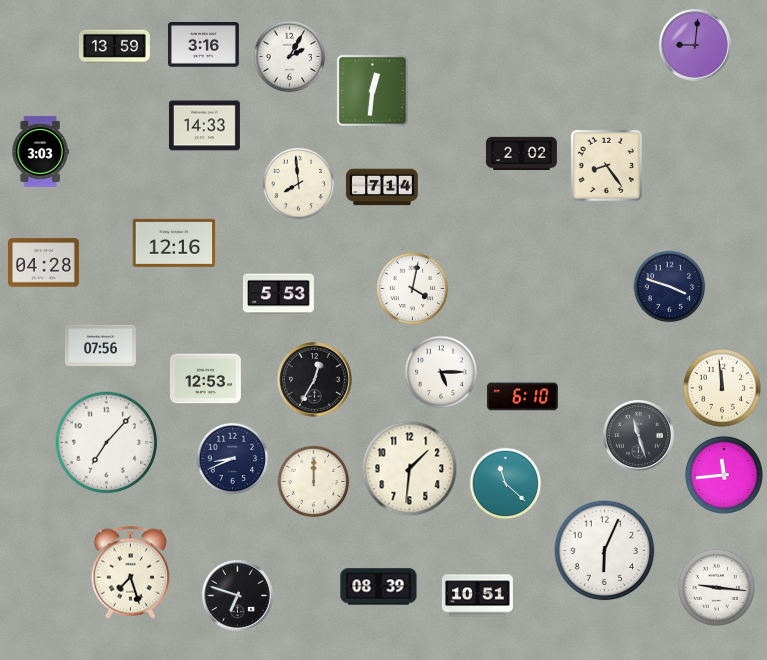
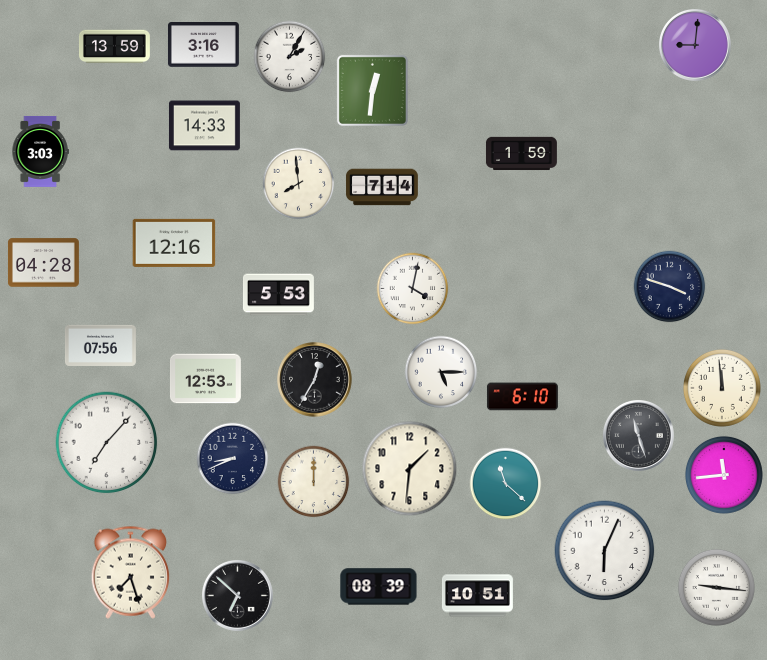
clock at (521, 154): 2:02 -> 1:59
clock at (606, 165): 8:24 -> none
clock at (237, 595): 6:48 -> 6:52
